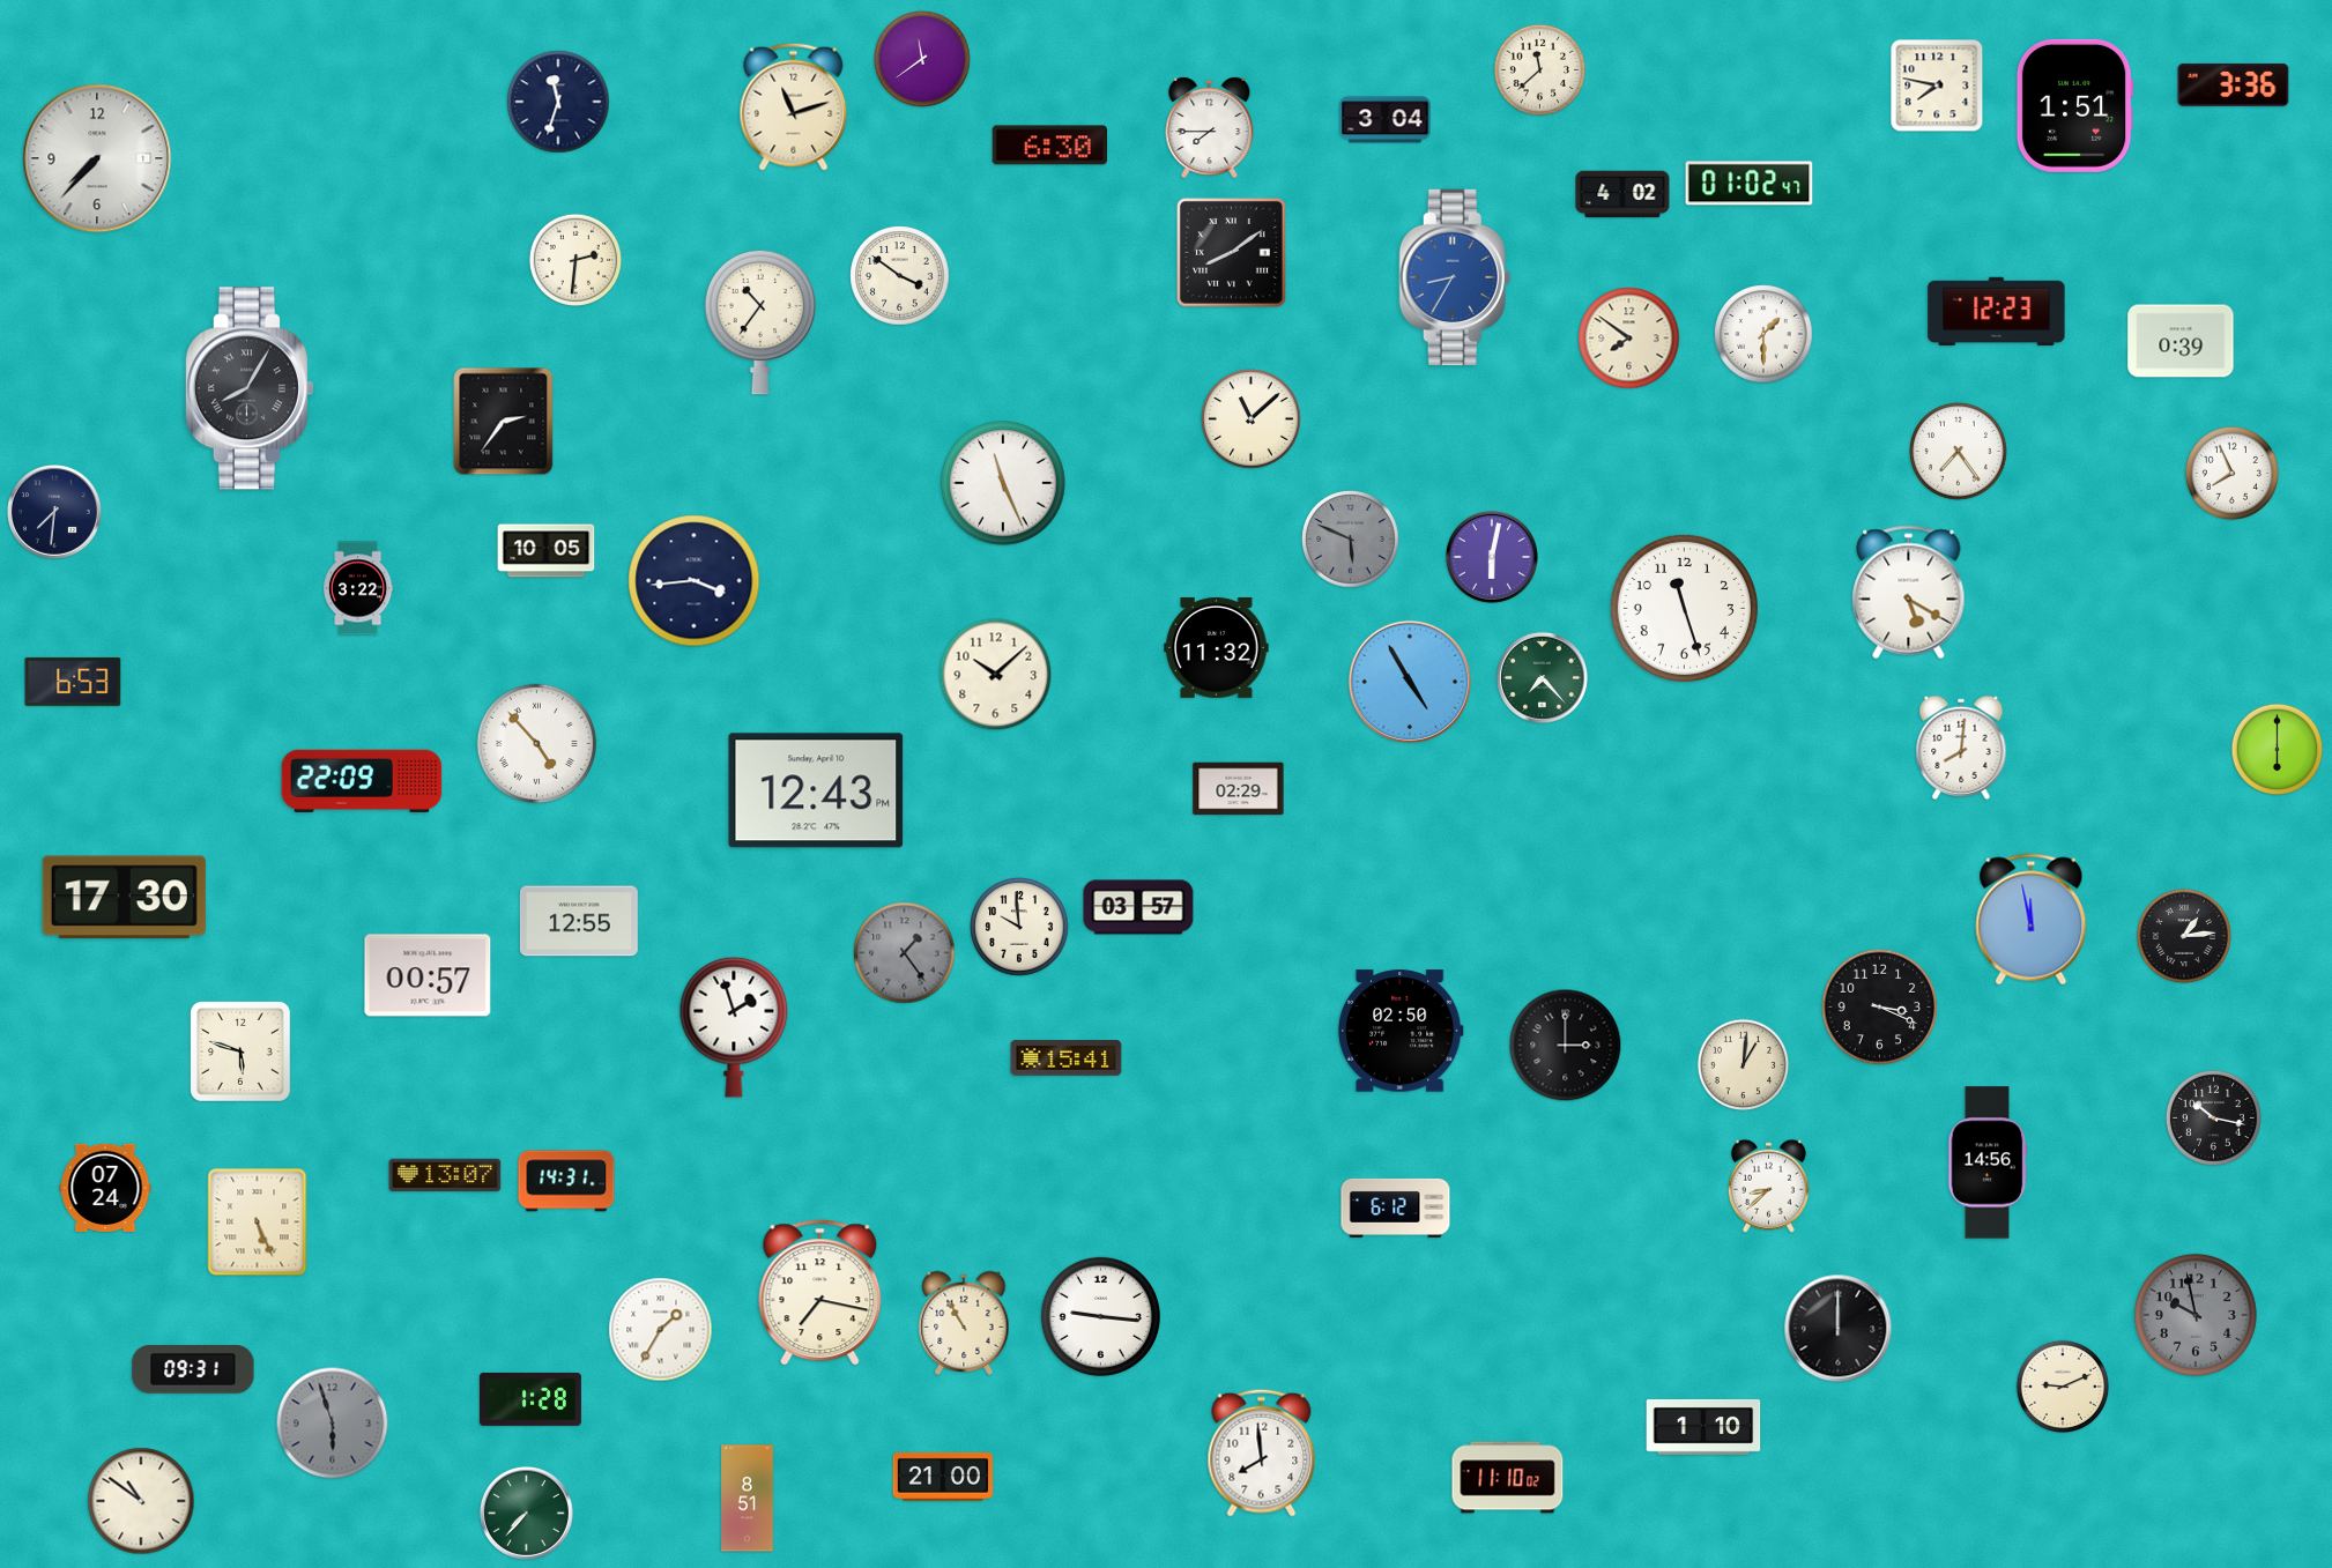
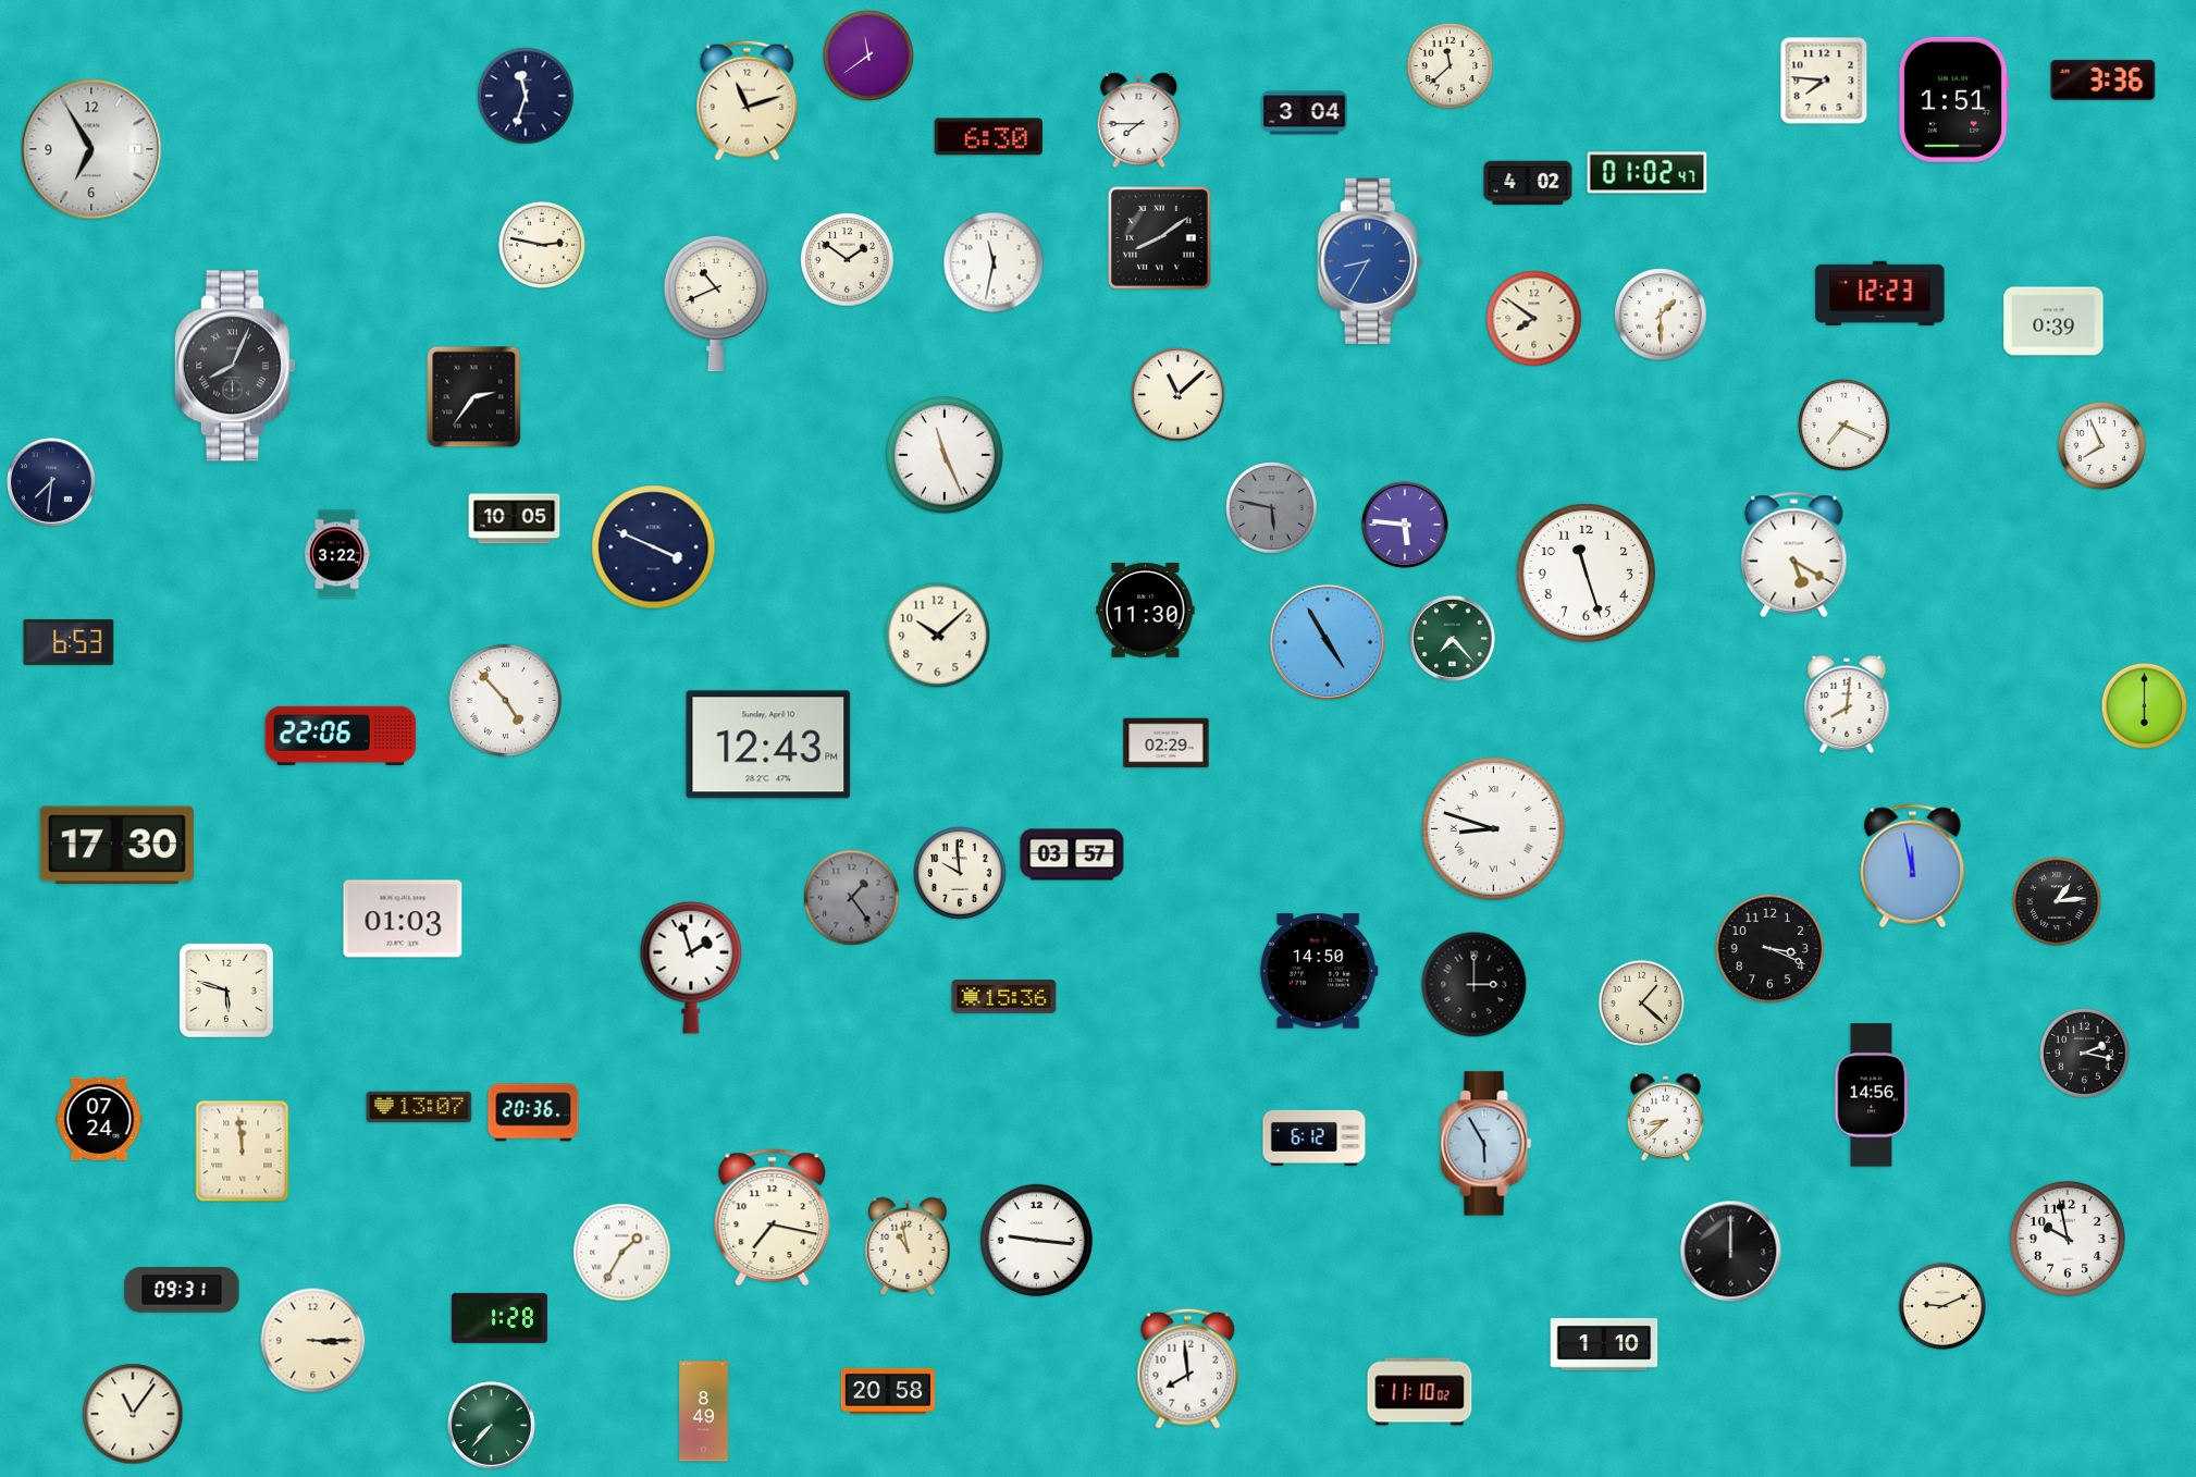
clock at (1937, 86): 7:47 -> 7:46
clock at (97, 158): 7:37 -> 6:55
clock at (574, 259): 2:31 -> 2:47
clock at (900, 276): 3:51 -> 1:51
clock at (994, 262): none -> 11:32
clock at (760, 322): 10:36 -> 10:41
clock at (248, 388): 8:05 -> 8:04
clock at (1959, 452): 7:24 -> 7:19
clock at (1351, 540): 5:49 -> 5:47
clock at (1492, 557): 6:02 -> 5:46
clock at (695, 581): 3:44 -> 3:49
clock at (1909, 593) position: (1909, 593) -> (1794, 555)
clock at (1217, 647): 11:32 -> 11:30
clock at (362, 781): 22:09 -> 22:06
clock at (1494, 829): none -> 8:48
clock at (579, 921): 12:55 -> none
clock at (2184, 936) position: (2184, 936) -> (2057, 901)
clock at (428, 975): 00:57 -> 01:03
clock at (1401, 1031): 02:50 -> 14:50
clock at (1067, 1058): 15:41 -> 15:36
clock at (1744, 1065): 1:01 -> 1:22
clock at (2213, 1117): 10:17 -> 2:17
clock at (566, 1181): 14:31 -> 20:36
clock at (1486, 1144): none -> 5:55
clock at (258, 1223): 5:26 -> 11:59
clock at (2196, 1315) dial: grey -> white
clock at (964, 1323): 10:55 -> 10:58
clock at (333, 1424): 5:57 -> 3:15
clock at (333, 1424) dial: grey -> cream
clock at (942, 1477): 21:00 -> 20:58
clock at (748, 1499): 8:51 -> 8:49
clock at (141, 1501): 10:51 -> 11:06
clock at (526, 1513) position: (526, 1513) -> (491, 1425)
